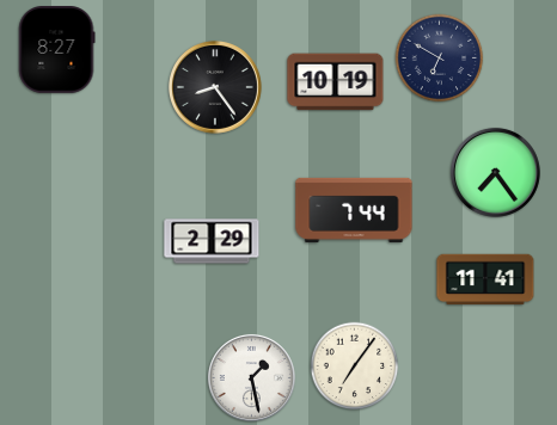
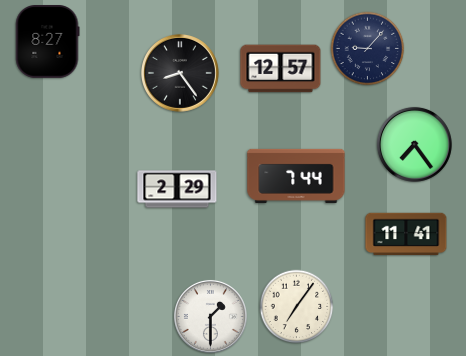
clock at (440, 58): 6:50 -> 9:07
clock at (336, 82): 10:19 -> 12:57
clock at (212, 241) position: (212, 241) -> (177, 189)
clock at (251, 377): 1:28 -> 1:30
